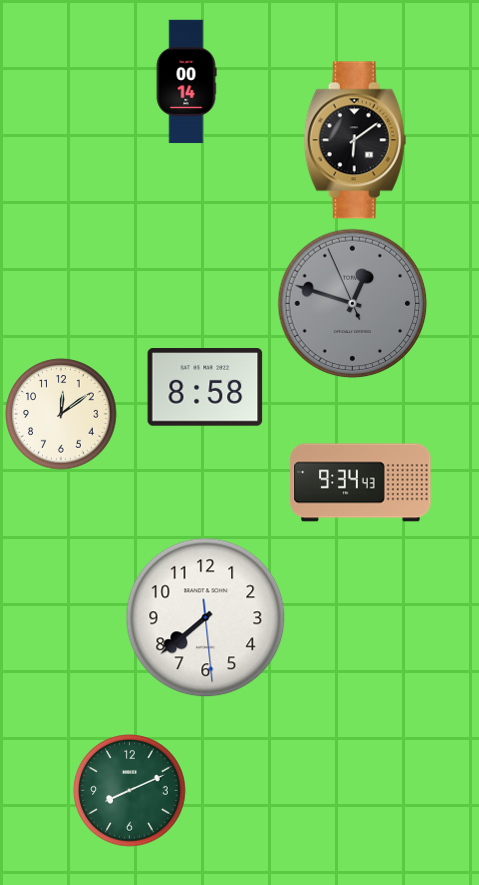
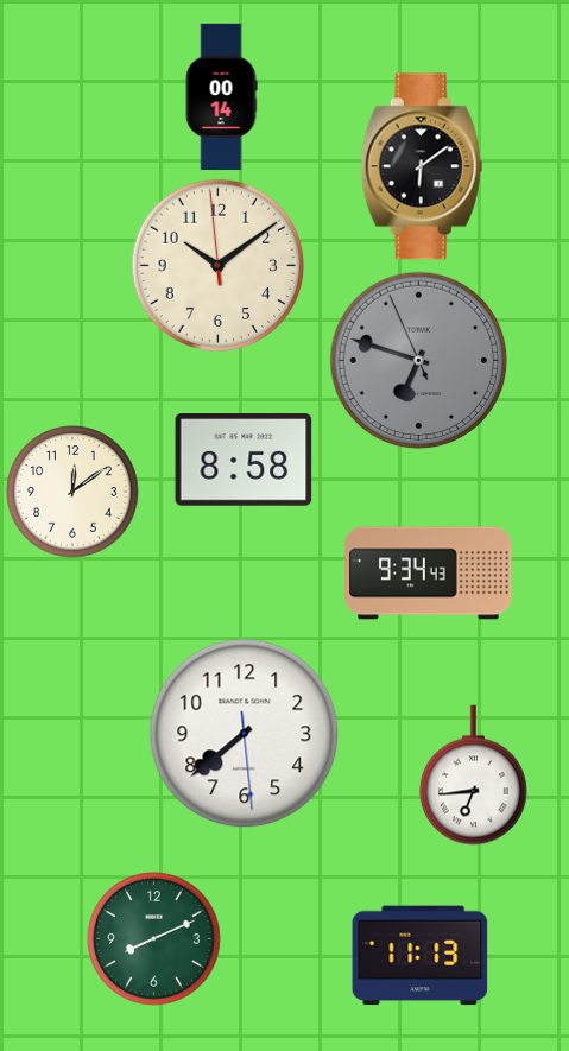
clock at (219, 266): none -> 10:08
clock at (353, 304): 12:47 -> 6:47
clock at (473, 775): none -> 6:44
clock at (421, 956): none -> 11:13
